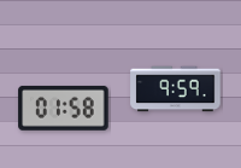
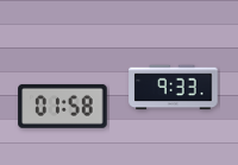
clock at (176, 89): 9:59 -> 9:33
